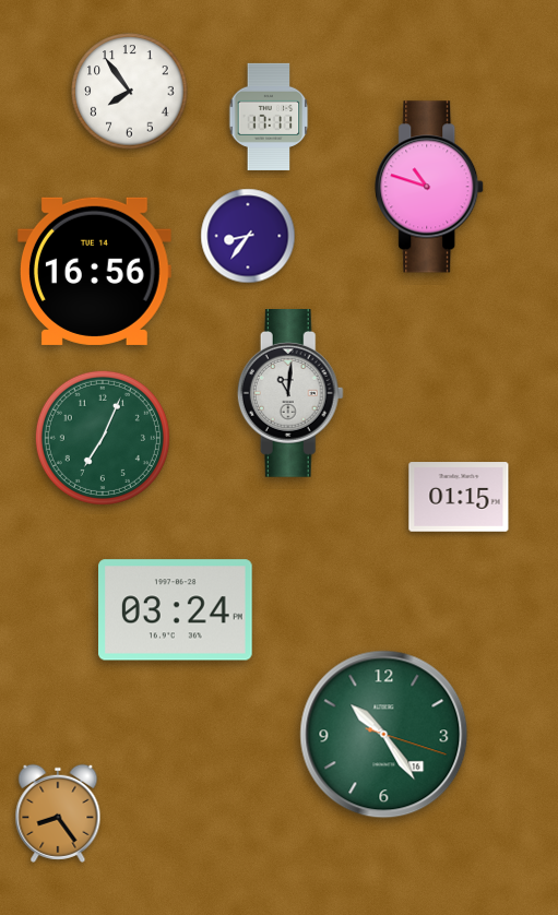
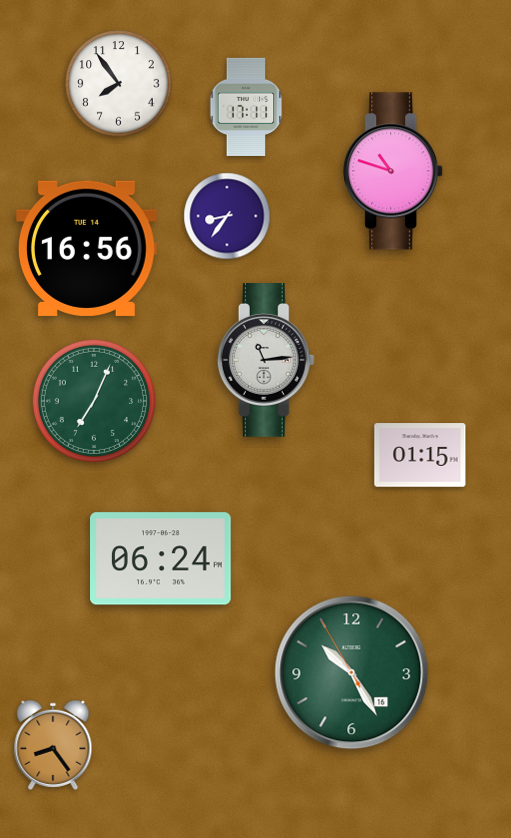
clock at (290, 394): 11:01 -> 11:14
clock at (176, 610): 03:24 -> 06:24
clock at (384, 735): 10:24:18 -> 10:24:55
